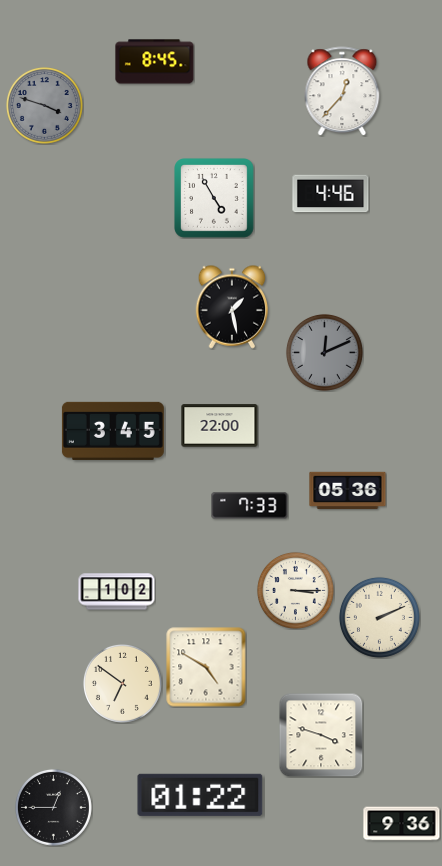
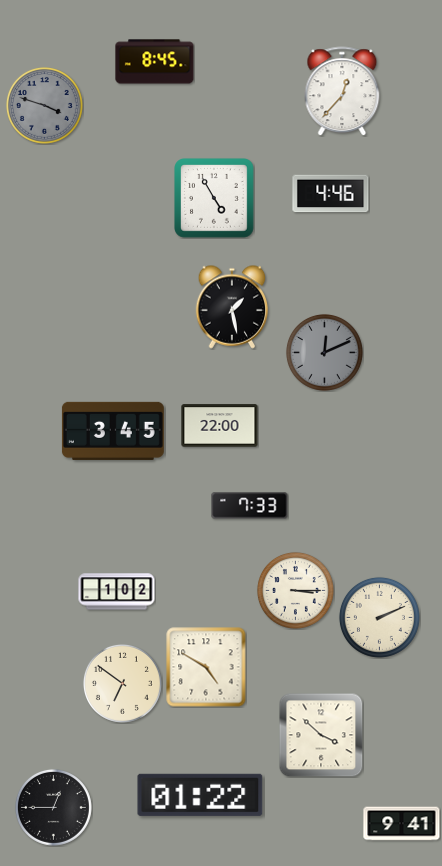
clock at (348, 491): 05:36 -> none
clock at (321, 735): 3:48 -> 3:52
clock at (402, 824): 9:36 -> 9:41
